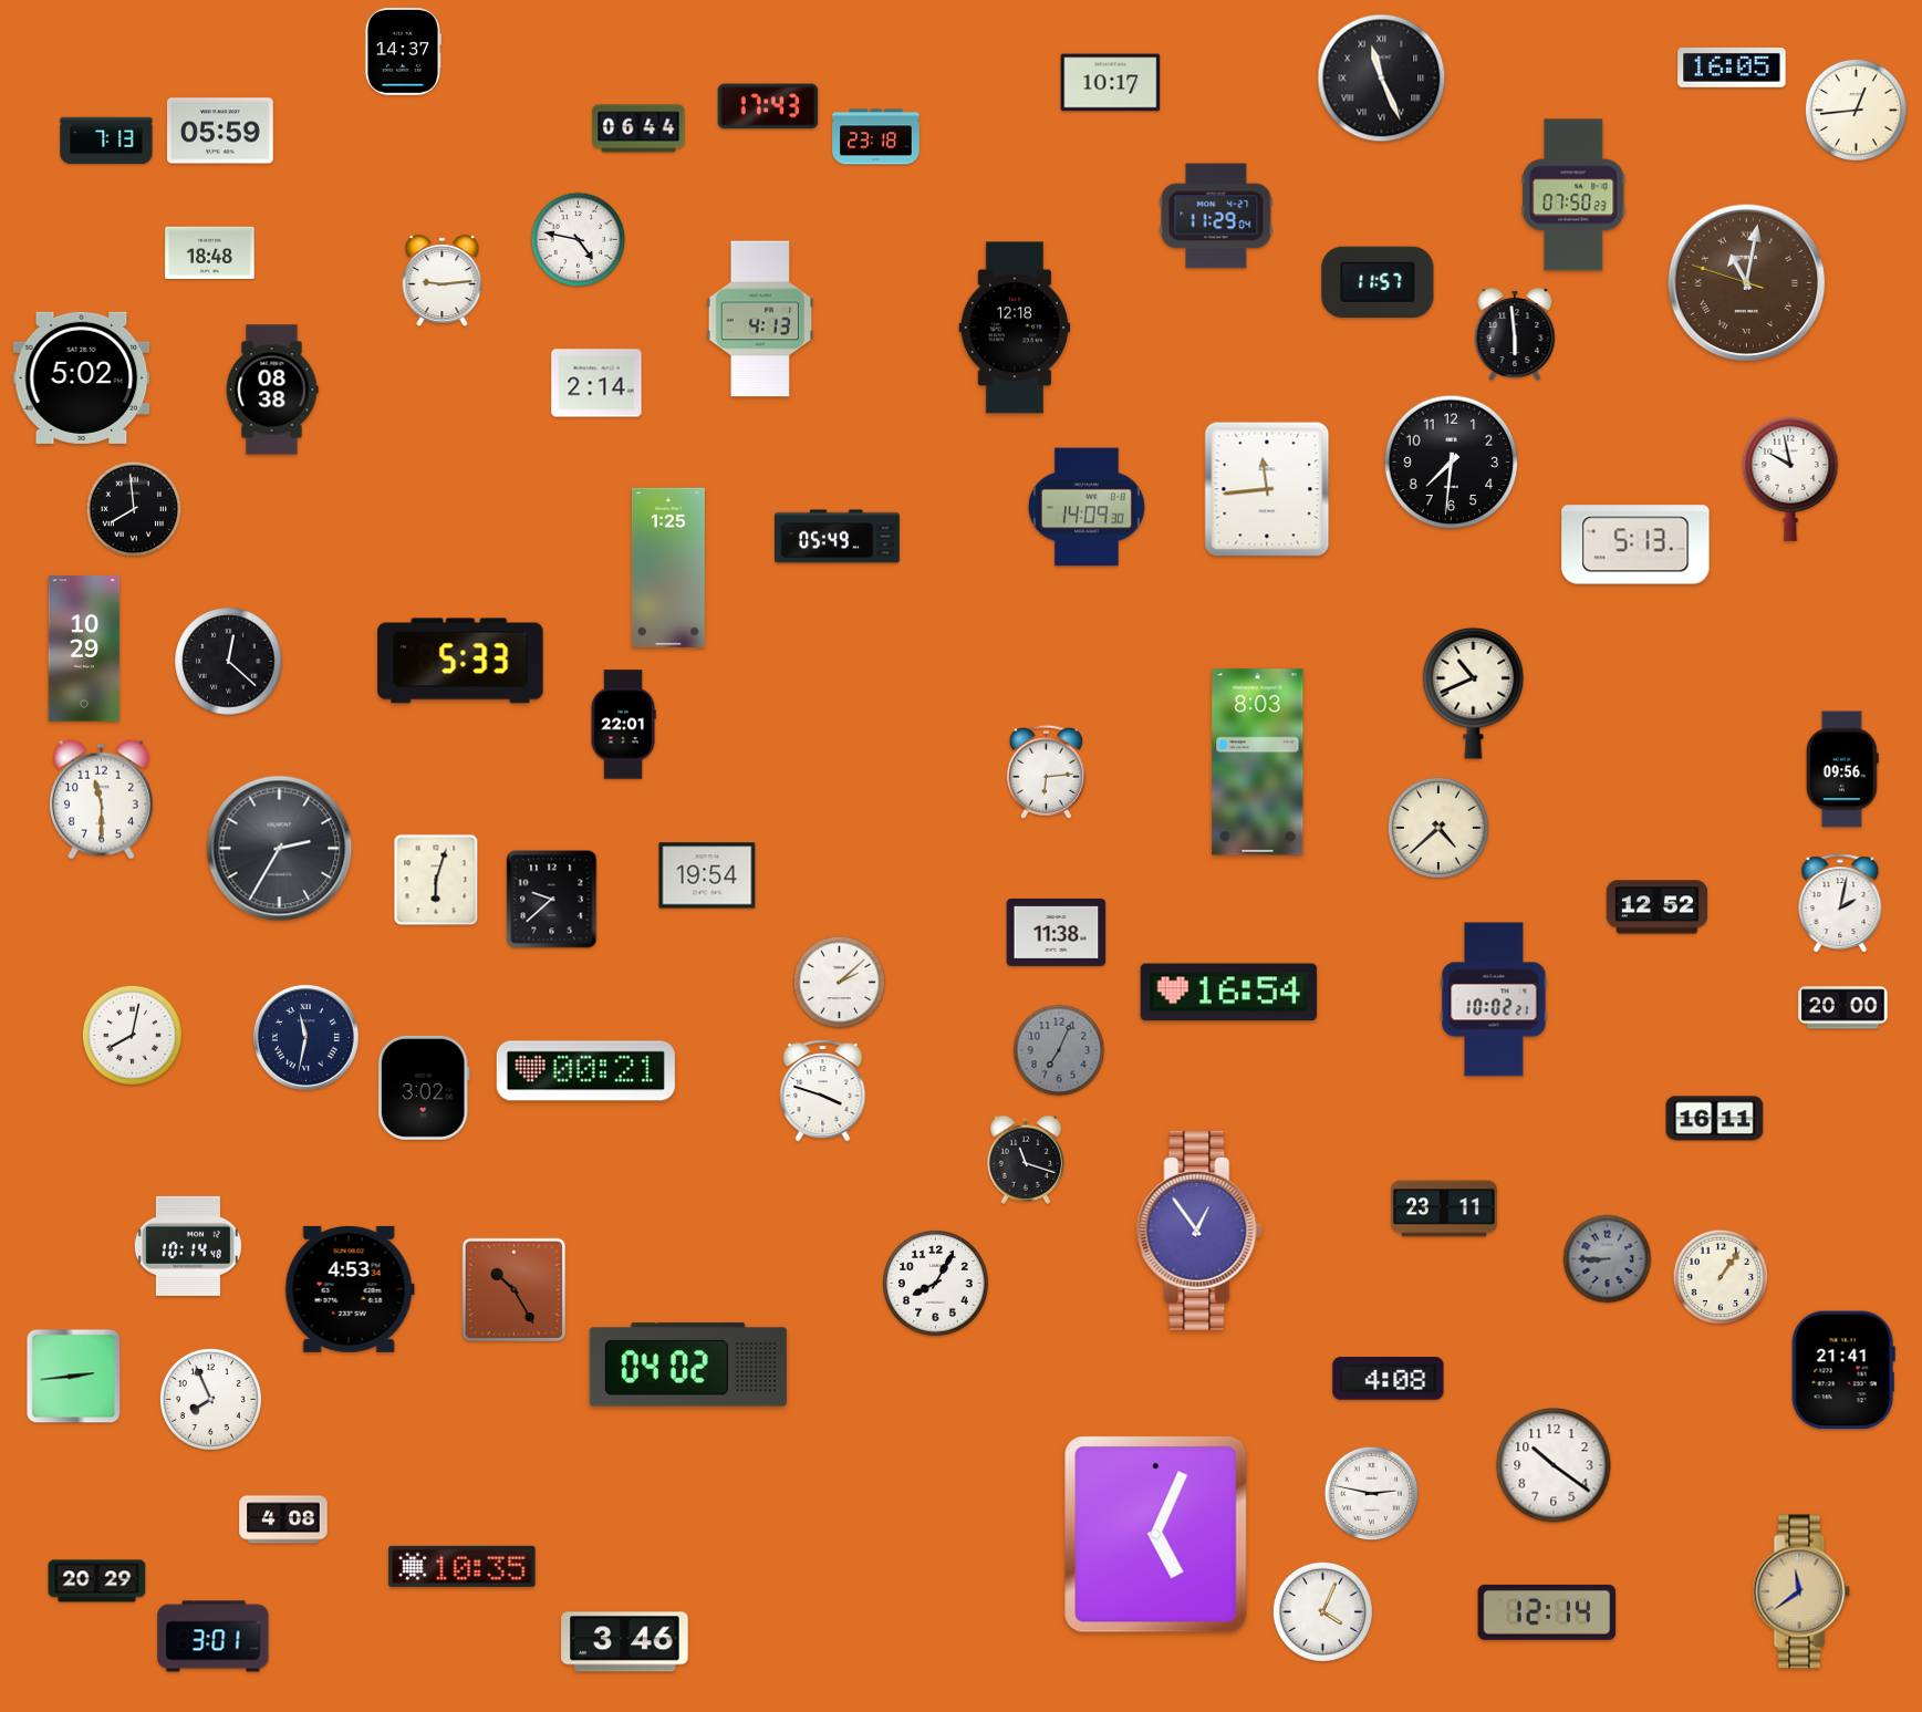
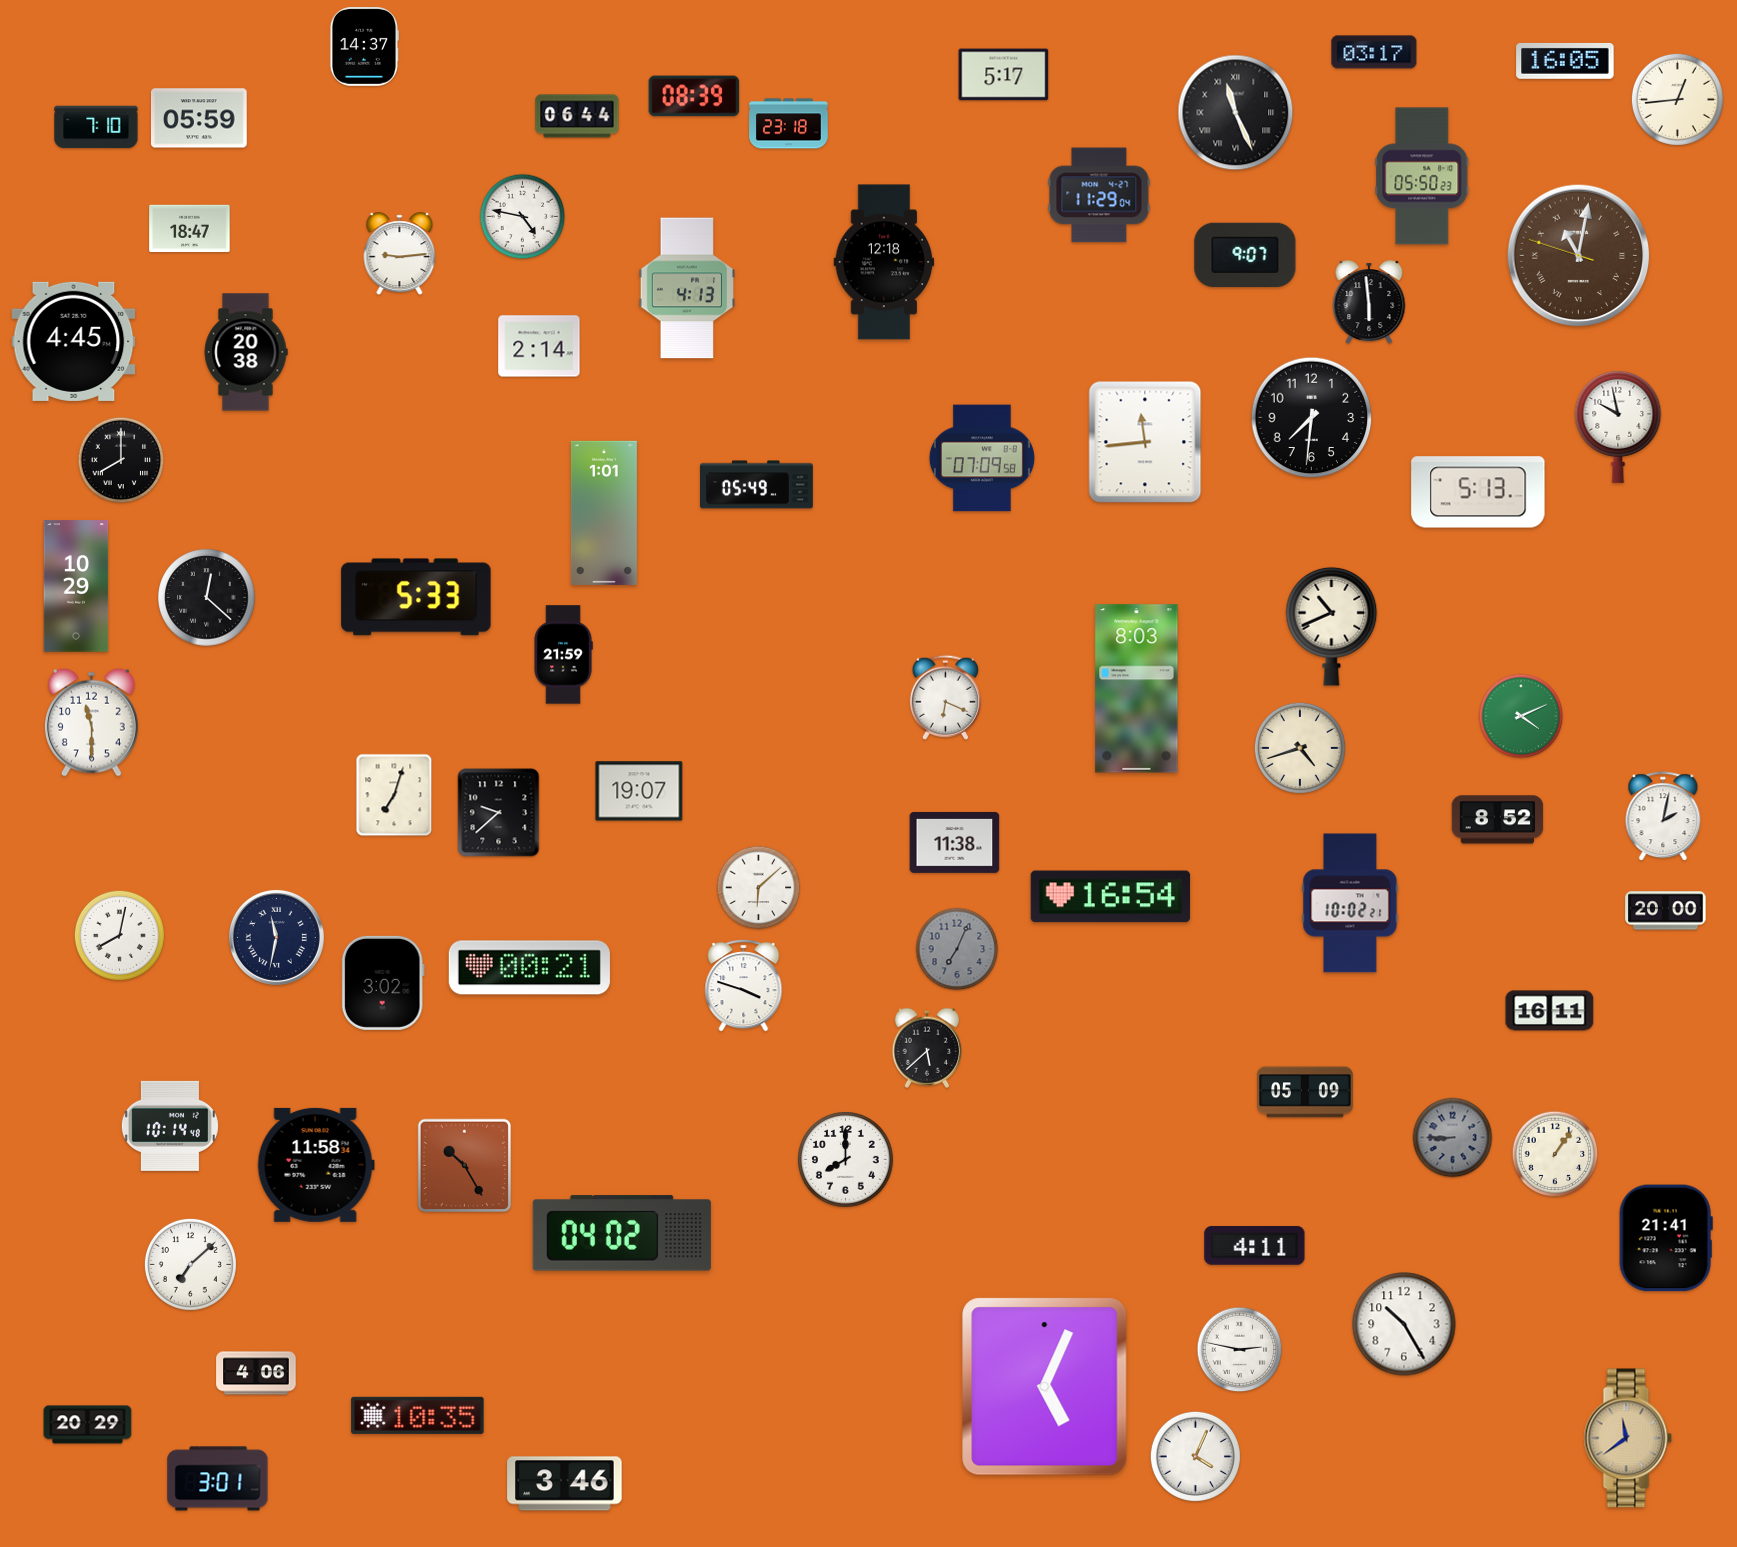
clock at (1374, 52): none -> 03:17
clock at (1382, 79) position: (1382, 79) -> (1236, 113)
clock at (1111, 83): 10:17 -> 5:17
clock at (768, 106): 17:43 -> 08:39
clock at (876, 137) position: (876, 137) -> (789, 124)
clock at (106, 141): 7:13 -> 7:10
clock at (1573, 195): 07:50 -> 05:50
clock at (210, 253): 18:48 -> 18:47
clock at (1378, 282): 11:57 -> 9:07
clock at (1015, 328) position: (1015, 328) -> (884, 262)
clock at (82, 377): 5:02 -> 4:45
clock at (272, 390): 08:38 -> 20:38
clock at (1790, 478) position: (1790, 478) -> (1618, 426)
clock at (1087, 507): 14:09 -> 07:09
clock at (134, 509): 7:59 -> 8:00
clock at (668, 568): 1:25 -> 1:01
clock at (623, 725): 22:01 -> 21:59
clock at (1842, 769): 09:56 -> none
clock at (1046, 771): 6:14 -> 6:19
clock at (1521, 716): none -> 4:11
clock at (1438, 828): 4:38 -> 4:42
clock at (280, 849): 2:35 -> none
clock at (707, 875): 19:54 -> 19:07
clock at (436, 880): 6:03 -> 7:03
clock at (1658, 907): 12:52 -> 8:52
clock at (840, 983): 2:08 -> 6:08
clock at (1025, 1160): 11:18 -> 5:38
clock at (1444, 1208): 23:11 -> 05:09
clock at (1199, 1231): 12:54 -> none
clock at (936, 1284): 8:05 -> 8:00
clock at (350, 1289): 4:53 -> 11:58
clock at (74, 1377): 2:44 -> none
clock at (1389, 1379): 4:08 -> 4:11
clock at (210, 1399): 7:56 -> 7:08
clock at (1554, 1465): 10:21 -> 10:25
clock at (283, 1519): 4:08 -> 4:06
clock at (97, 1581) position: (97, 1581) -> (88, 1425)
clock at (1547, 1612): 12:14 -> none
clock at (214, 1637) position: (214, 1637) -> (218, 1479)
